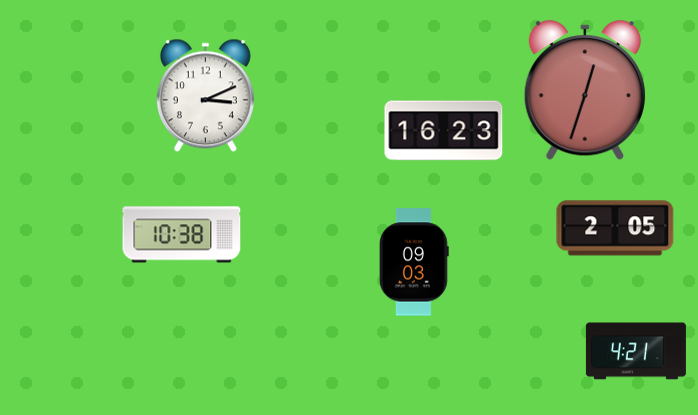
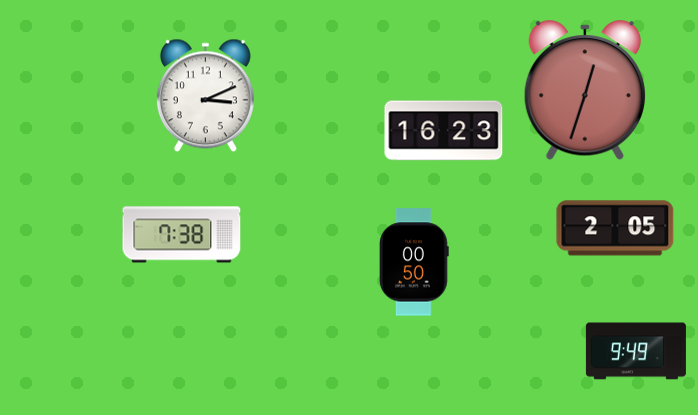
clock at (182, 235): 10:38 -> 7:38
clock at (415, 262): 09:03 -> 00:50
clock at (636, 351): 4:21 -> 9:49
